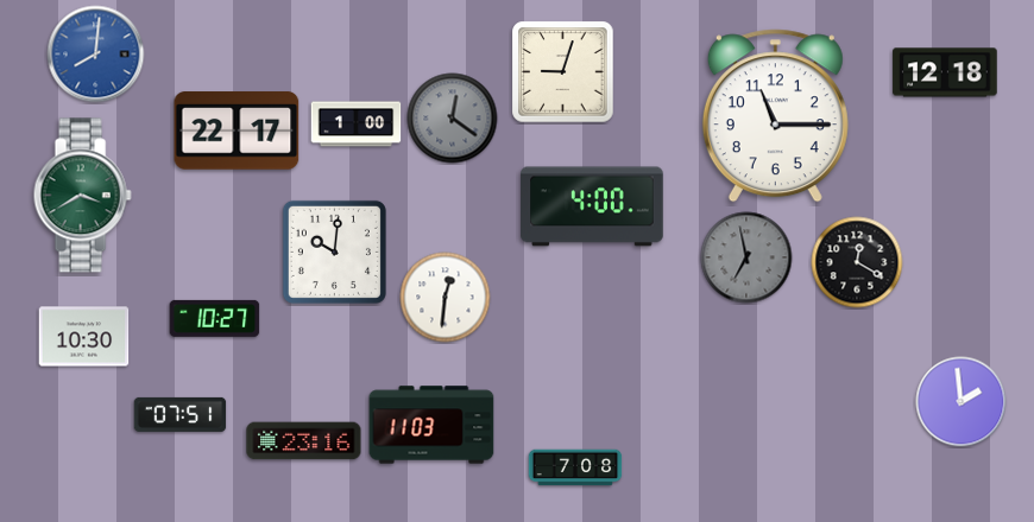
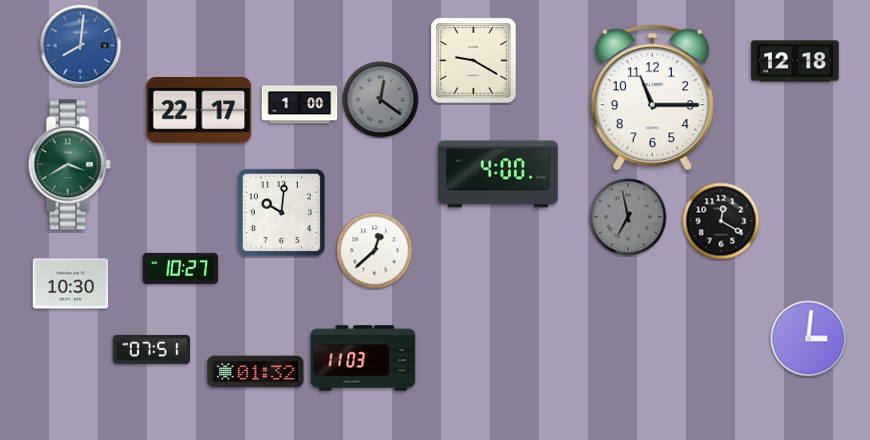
clock at (563, 72): 9:03 -> 9:20
clock at (446, 298): 12:31 -> 12:38
clock at (962, 402): 1:59 -> 3:01
clock at (304, 441): 23:16 -> 01:32
clock at (575, 467): 7:08 -> none
